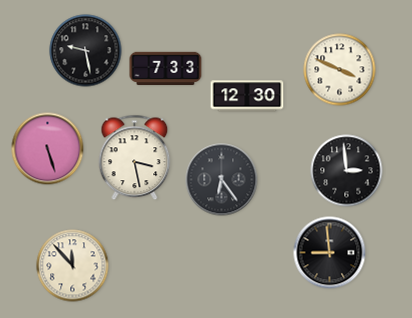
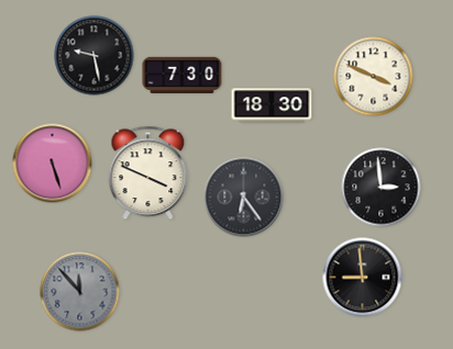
clock at (166, 69): 7:33 -> 7:30
clock at (247, 96): 12:30 -> 18:30
clock at (135, 158): 3:28 -> 3:49
clock at (73, 266) dial: cream -> grey
